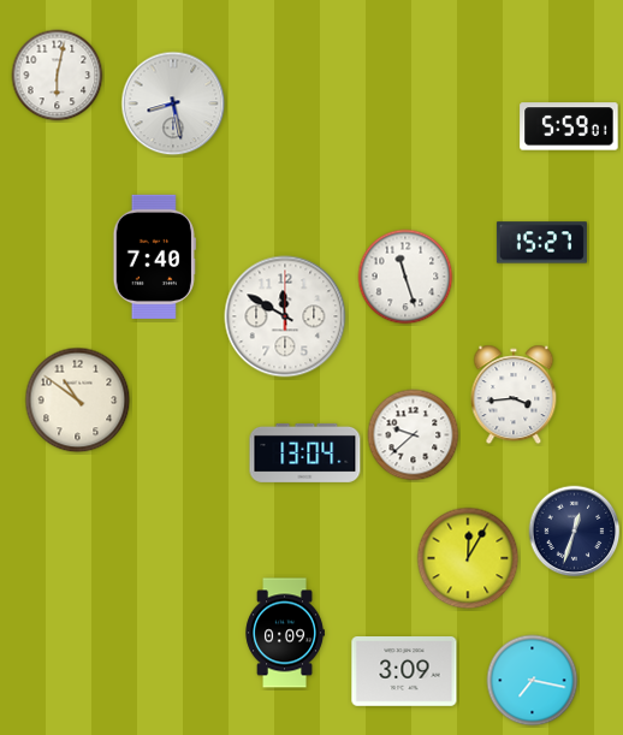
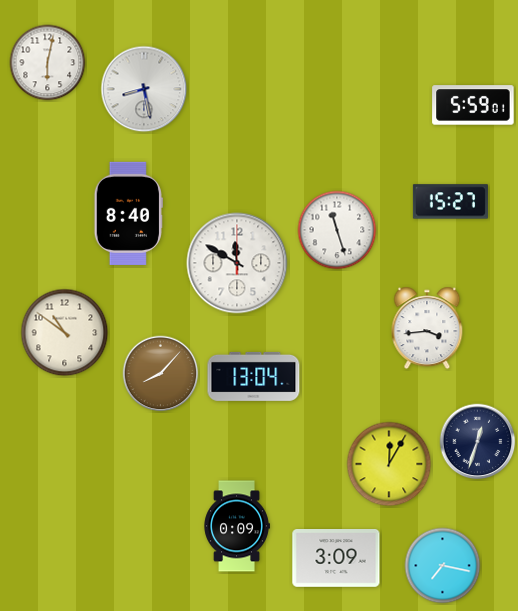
clock at (173, 103) position: (173, 103) -> (144, 89)
clock at (154, 256): 7:40 -> 8:40
clock at (414, 435): 9:38 -> none
clock at (161, 374): none -> 8:07
